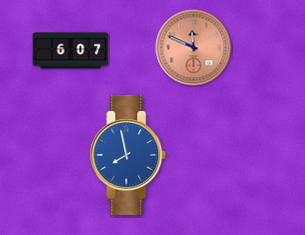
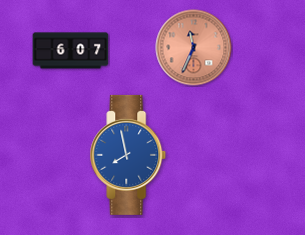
clock at (194, 48): 11:49 -> 11:34
